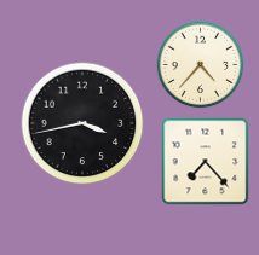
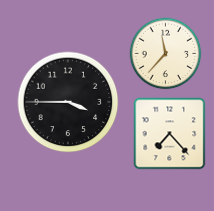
clock at (201, 65): 4:37 -> 11:37
clock at (82, 123): 3:43 -> 3:45
